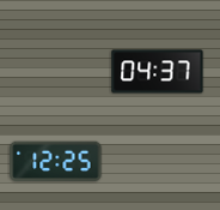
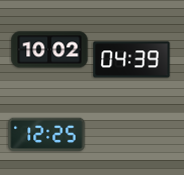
clock at (50, 50): none -> 10:02
clock at (158, 72): 04:37 -> 04:39
